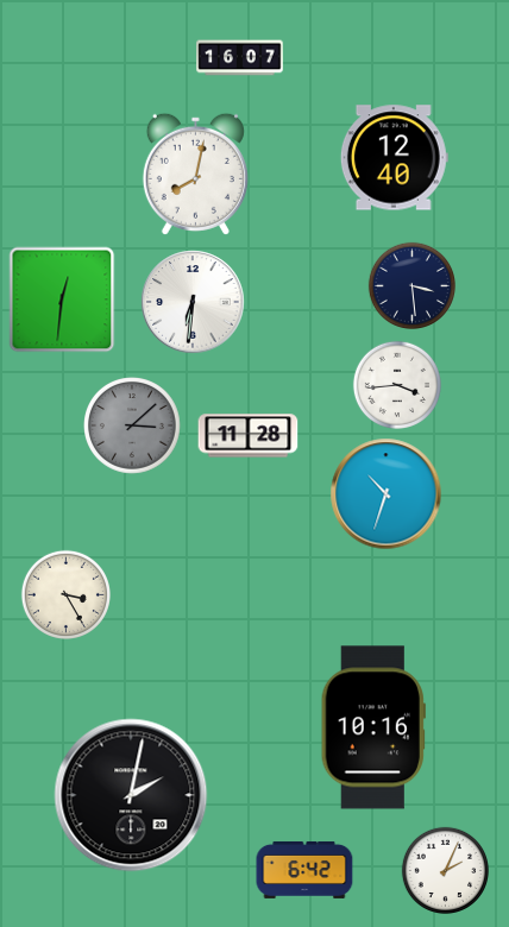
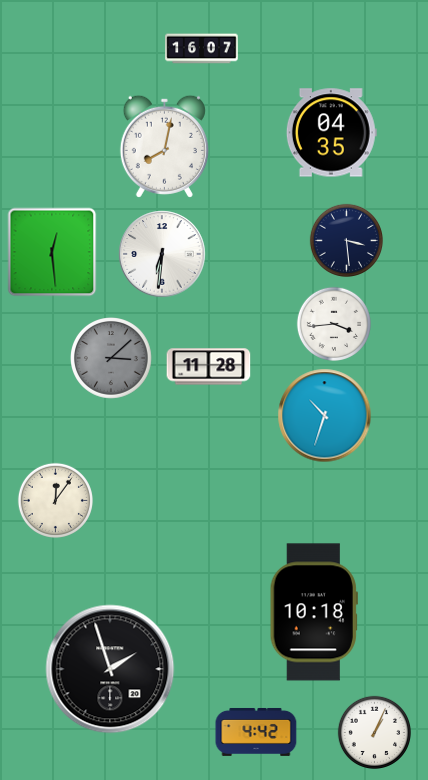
clock at (394, 158): 12:40 -> 04:35
clock at (62, 299): 12:31 -> 12:29
clock at (65, 594): 3:25 -> 12:06
clock at (373, 727): 10:16 -> 10:18
clock at (131, 795): 2:02 -> 1:57
clock at (304, 870): 6:42 -> 4:42
clock at (445, 870): 2:04 -> 1:04
